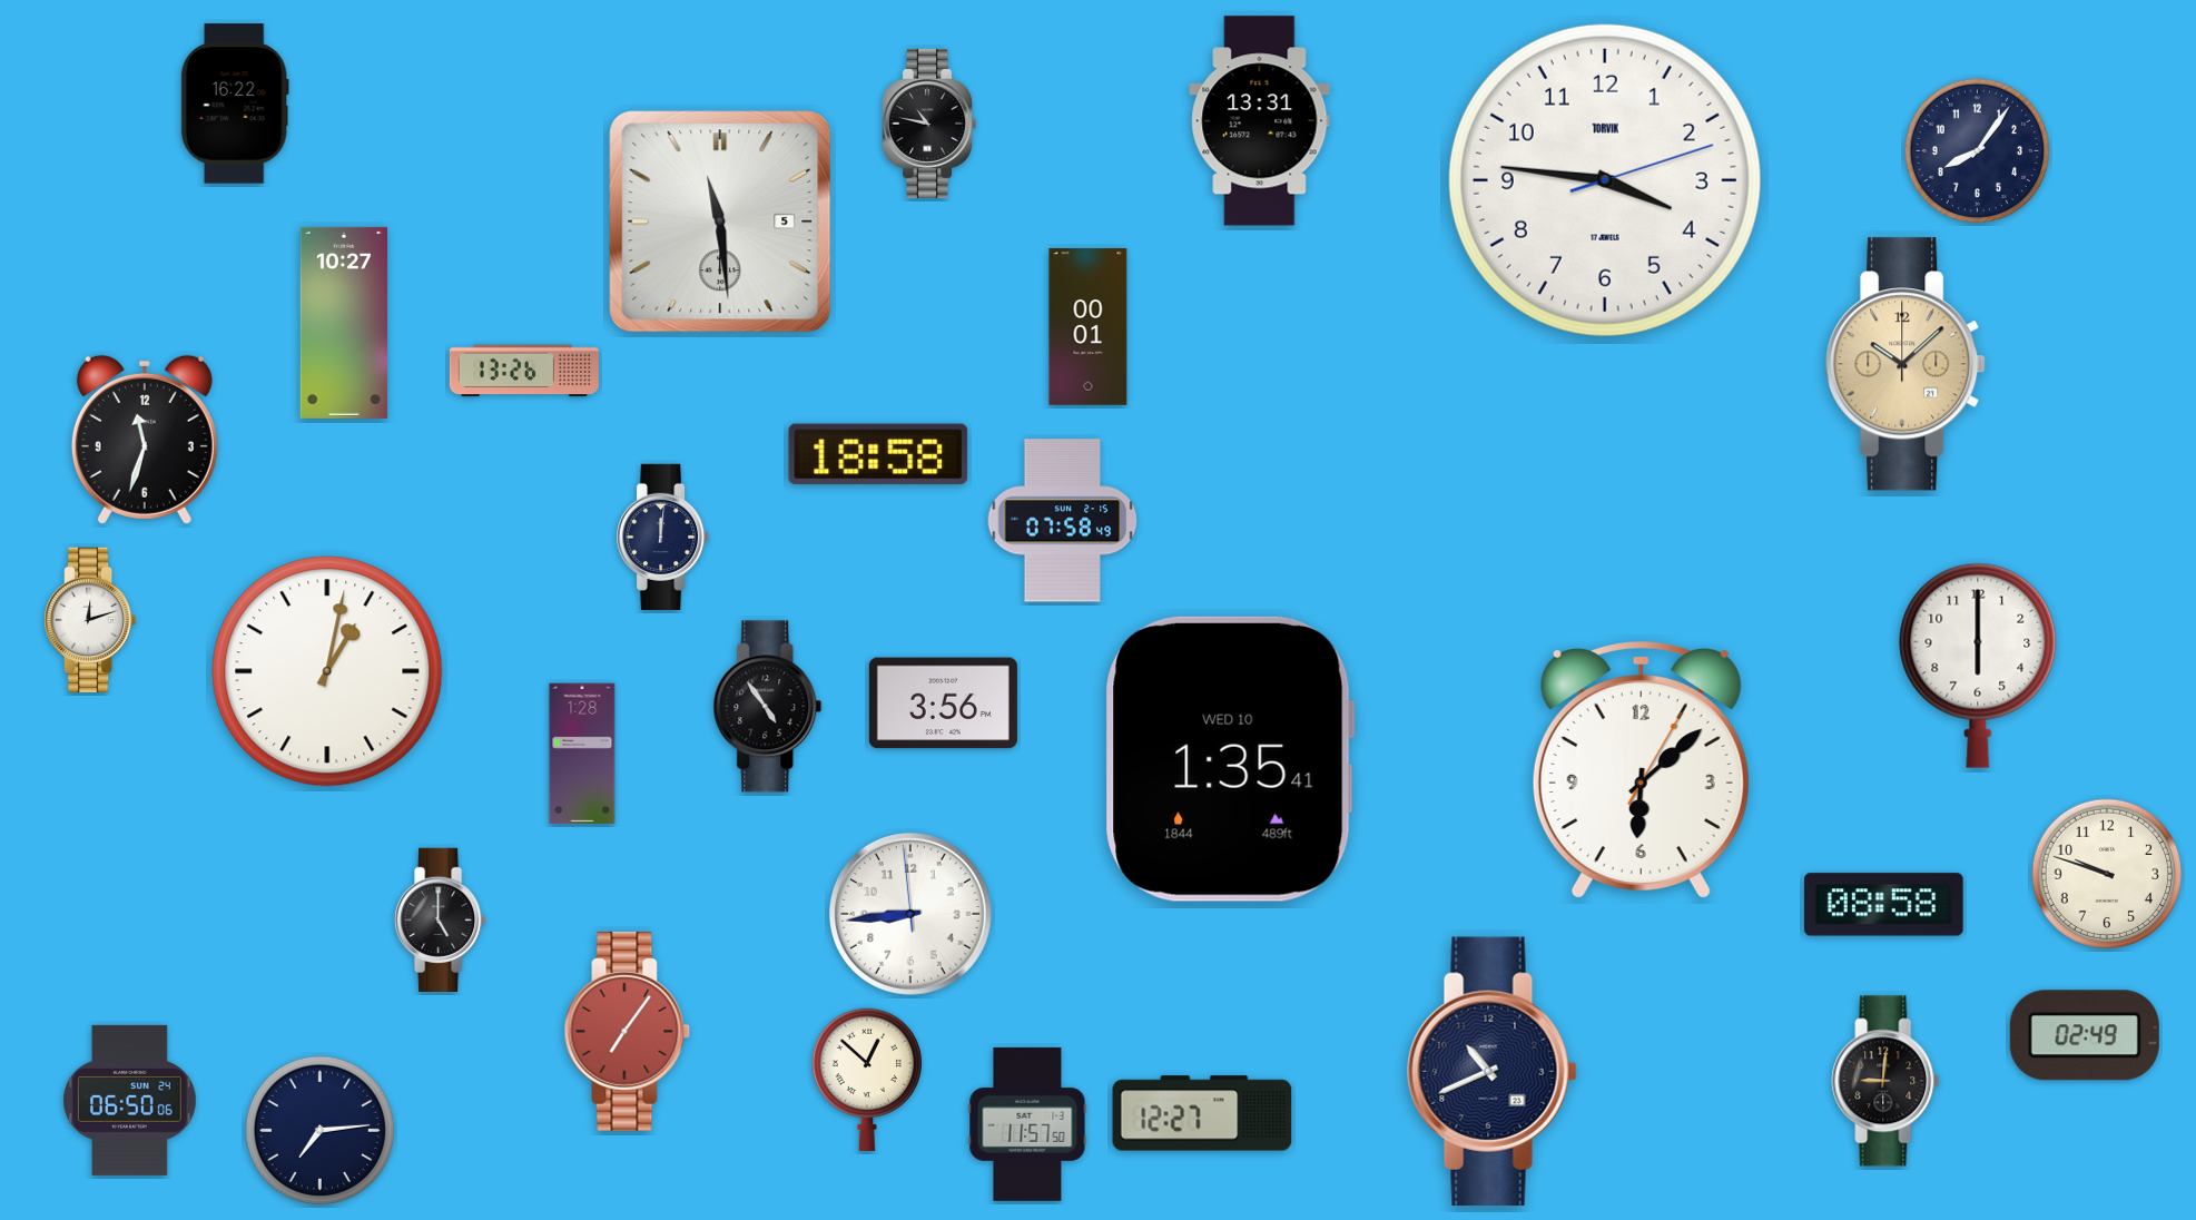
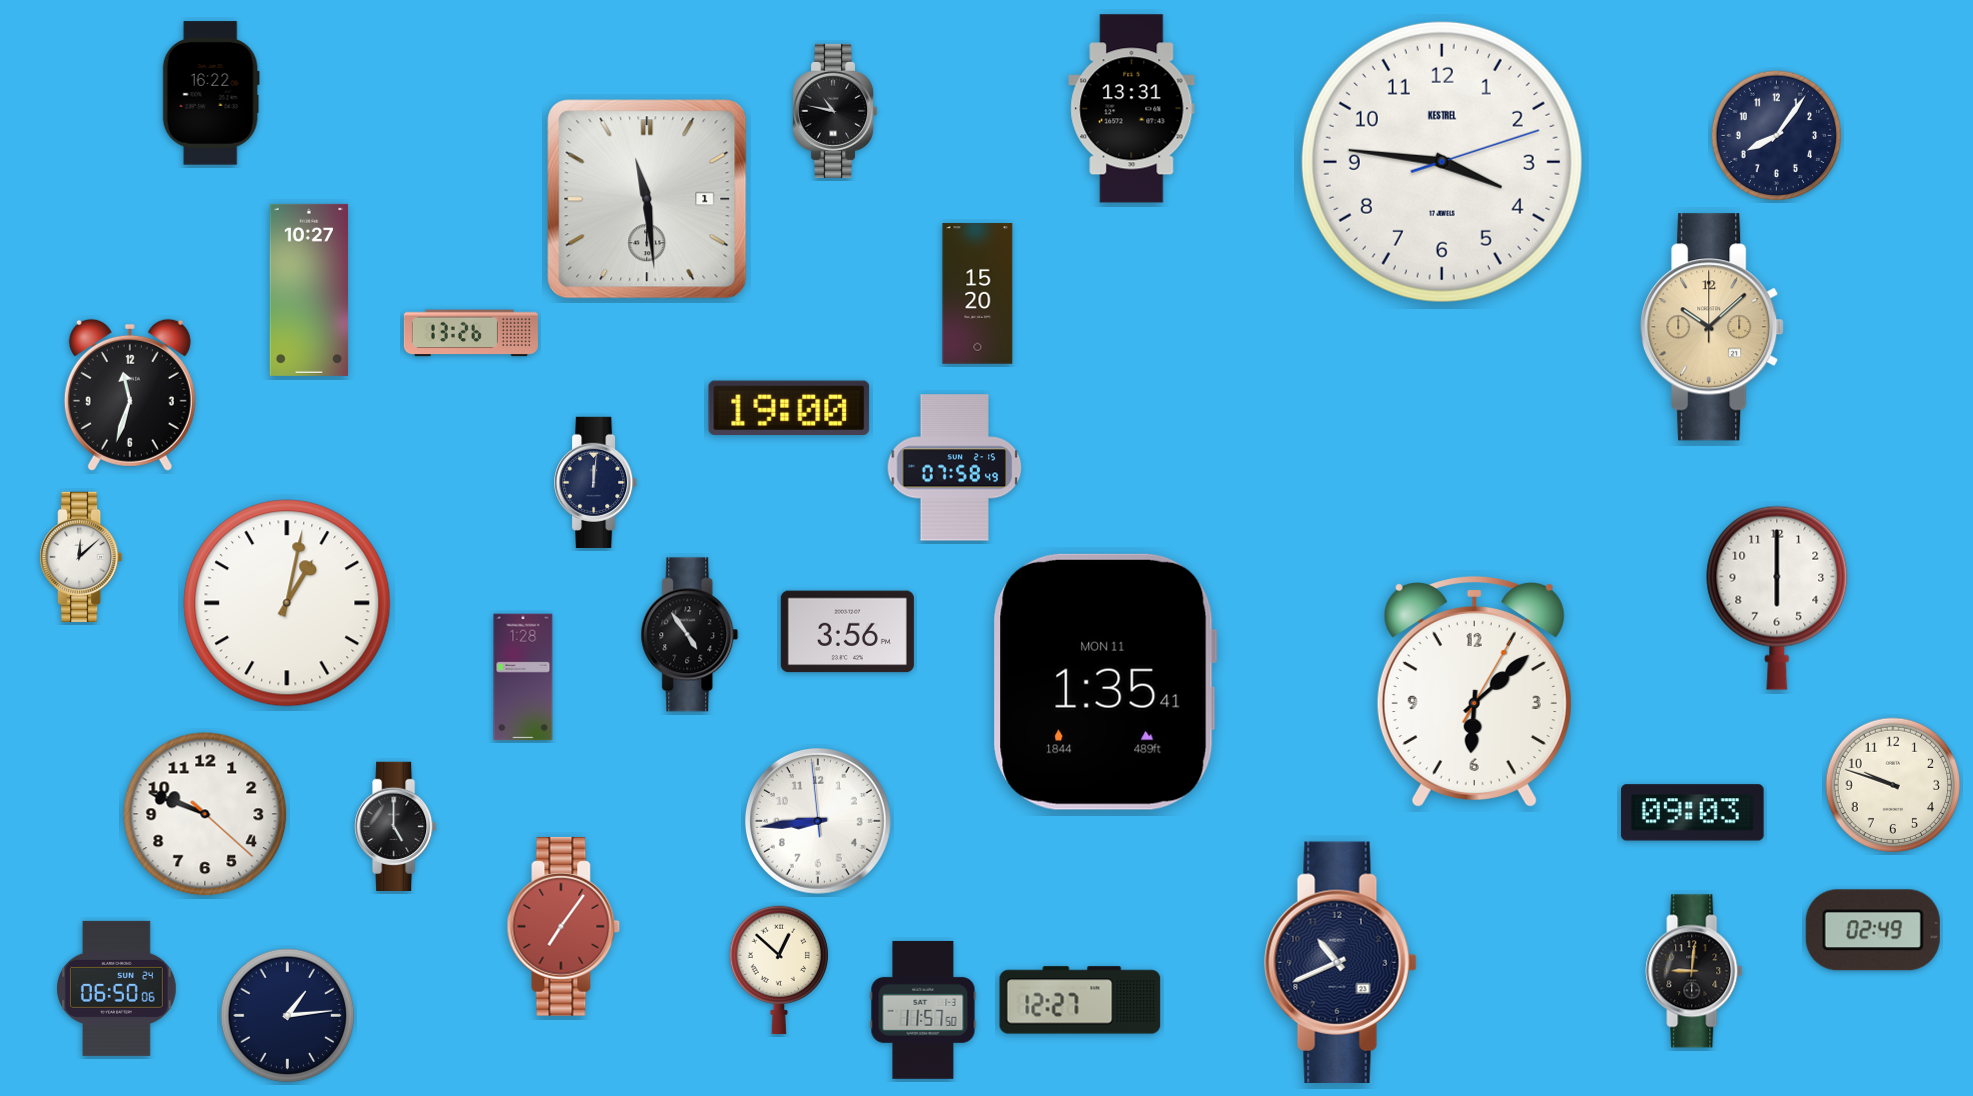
clock at (1605, 180) brand: TORVIK -> KESTREL
clock at (720, 222) date: 5 -> 1
clock at (1089, 327): 00:01 -> 15:20
clock at (878, 453): 18:58 -> 19:00
clock at (90, 620): 12:12 -> 12:08
clock at (327, 671) position: (327, 671) -> (287, 603)
clock at (1230, 759) date: WED 10 -> MON 11
clock at (1884, 905): 08:58 -> 09:03
clock at (205, 814): none -> 9:48
clock at (321, 1131): 7:14 -> 1:14
